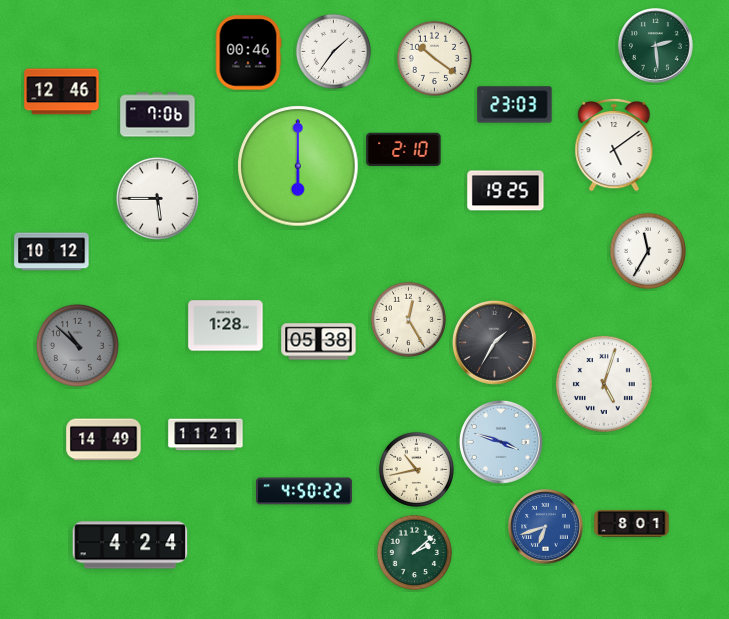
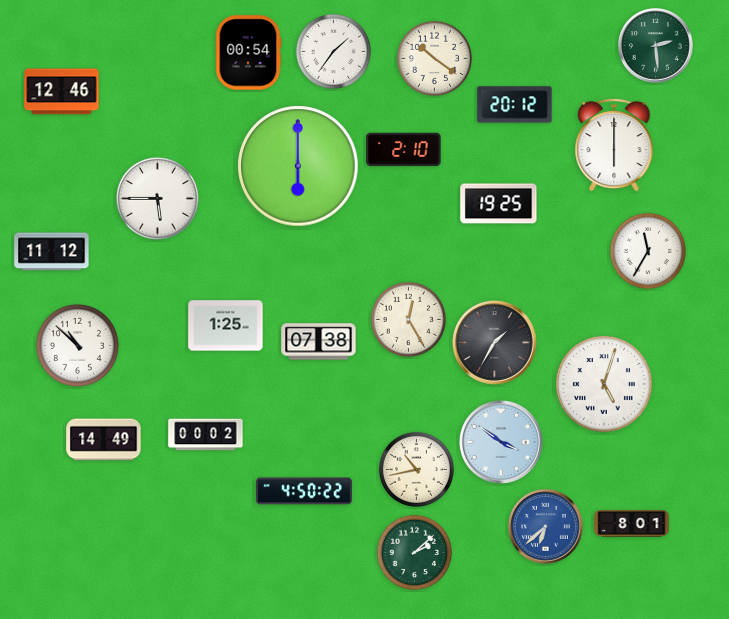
clock at (248, 53): 00:46 -> 00:54
clock at (515, 105): 23:03 -> 20:12
clock at (158, 115): 7:06 -> none
clock at (614, 145): 5:09 -> 6:00
clock at (506, 191) position: (506, 191) -> (499, 204)
clock at (52, 252): 10:12 -> 11:12
clock at (226, 326): 1:28 -> 1:25
clock at (319, 342): 05:38 -> 07:38
clock at (77, 345) dial: grey -> white
clock at (206, 435): 11:21 -> 00:02
clock at (501, 442): 3:48 -> 3:51
clock at (546, 527): 6:42 -> 6:38
clock at (130, 545): 4:24 -> none
